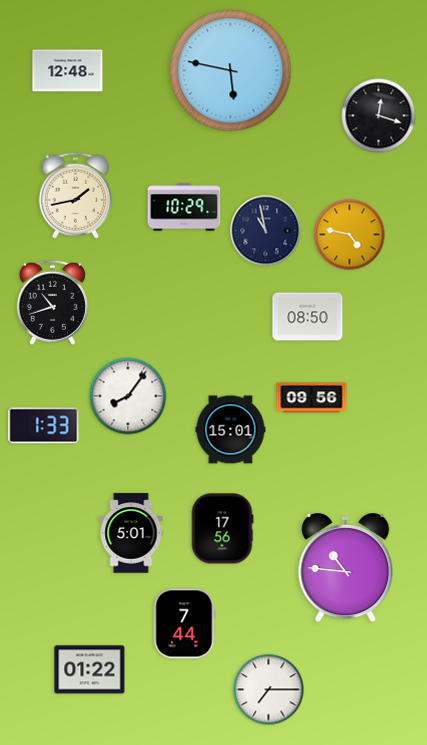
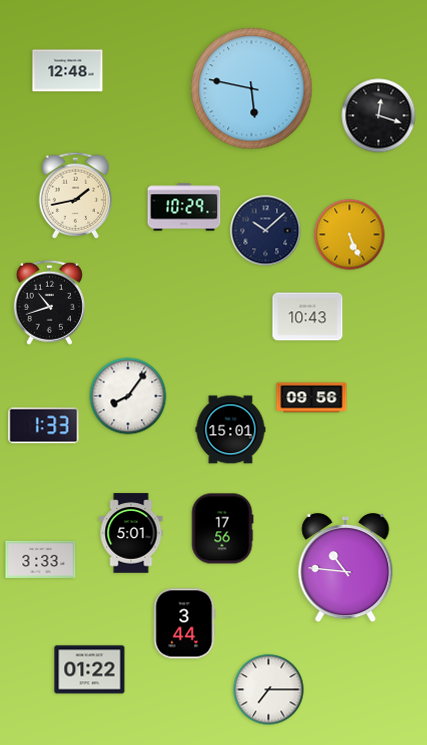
clock at (231, 71) position: (231, 71) -> (252, 89)
clock at (266, 231): 10:58 -> 10:08
clock at (350, 235): 4:47 -> 5:26
clock at (52, 302) position: (52, 302) -> (49, 302)
clock at (308, 317): 08:50 -> 10:43
clock at (41, 559): none -> 3:33
clock at (184, 624): 7:44 -> 3:44
